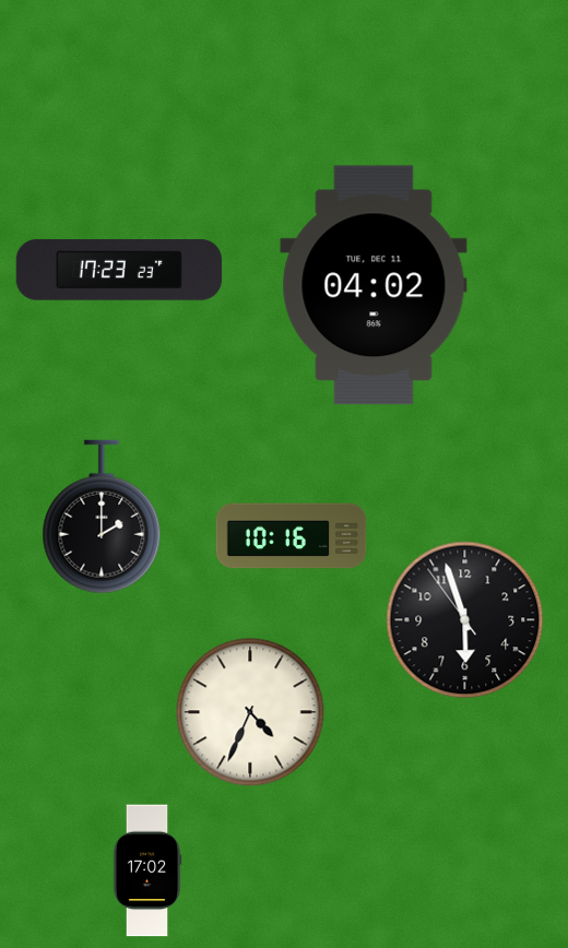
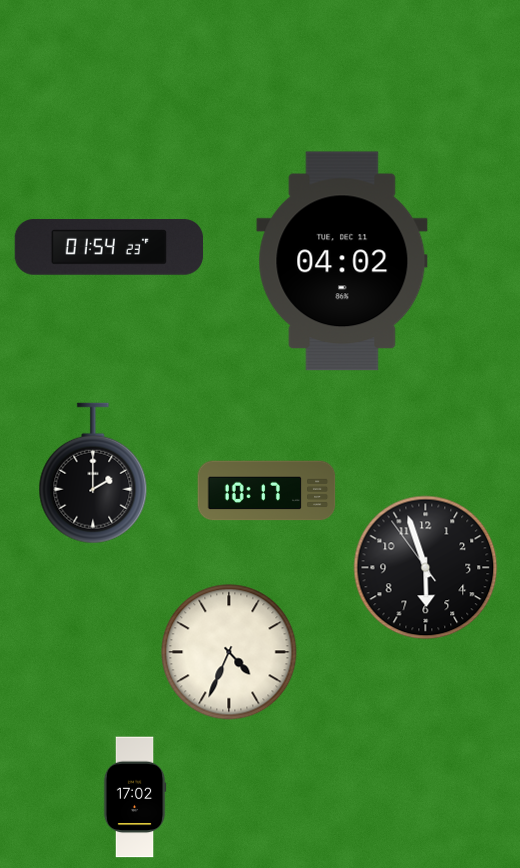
clock at (119, 270): 17:23 -> 01:54
clock at (292, 536): 10:16 -> 10:17
